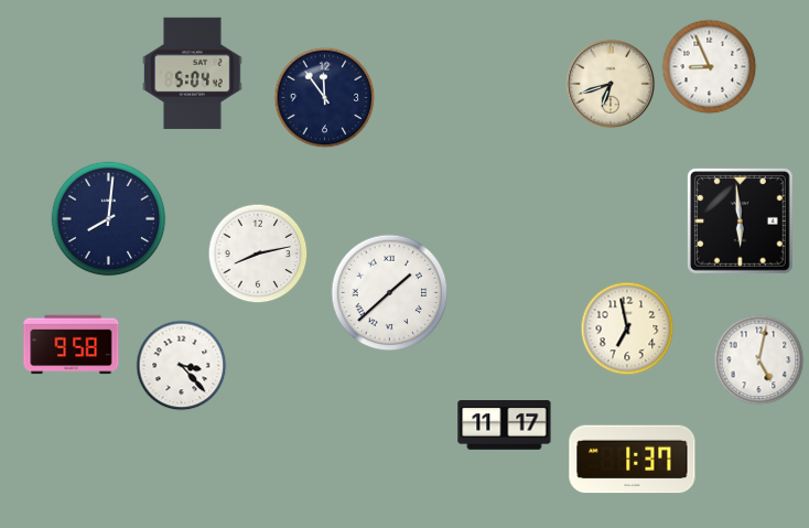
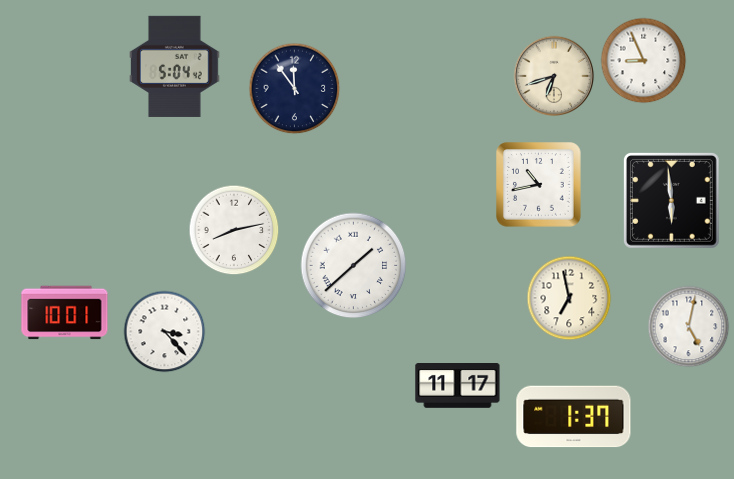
clock at (539, 185): none -> 10:43
clock at (109, 219): 8:01 -> none
clock at (72, 345): 9:58 -> 10:01
